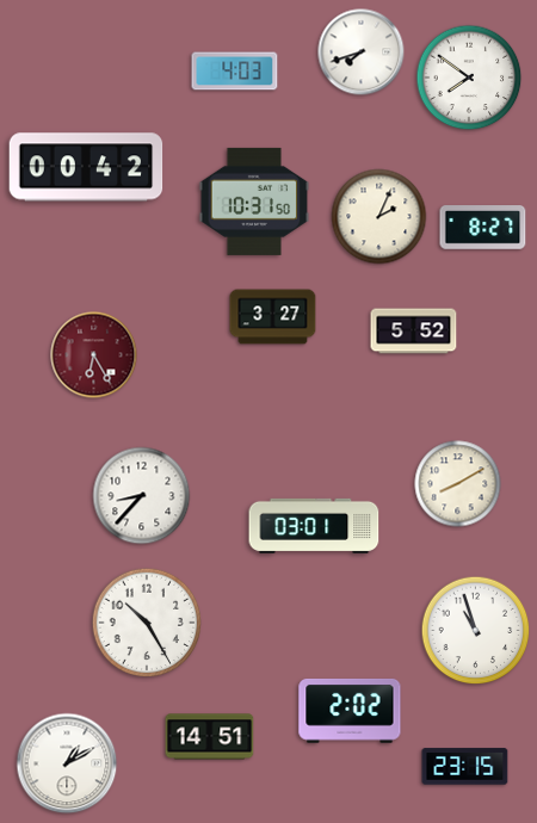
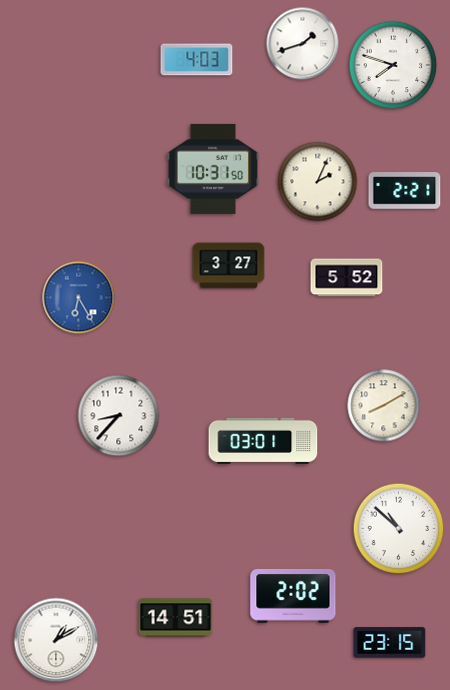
clock at (362, 52): 7:42 -> 1:42
clock at (469, 78): 7:51 -> 7:48
clock at (86, 167): 00:42 -> none
clock at (483, 228): 8:27 -> 2:21
clock at (94, 355) dial: burgundy -> blue
clock at (147, 623): 10:25 -> none
clock at (476, 631): 10:57 -> 10:52
